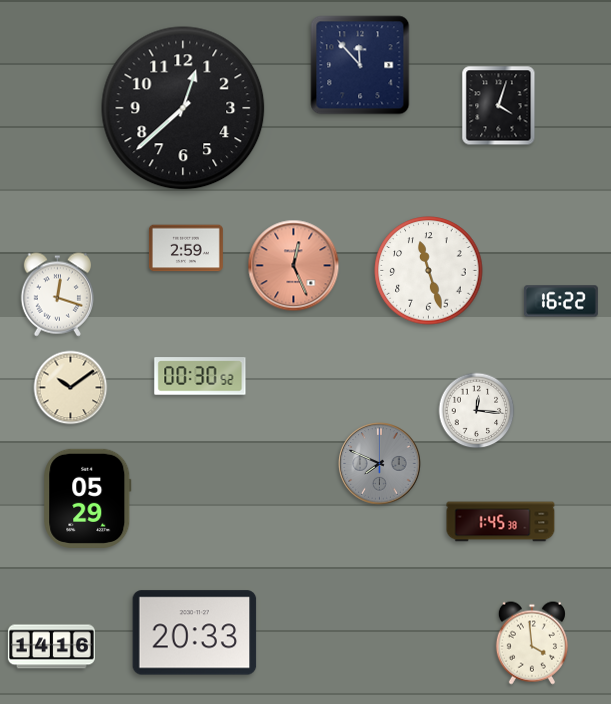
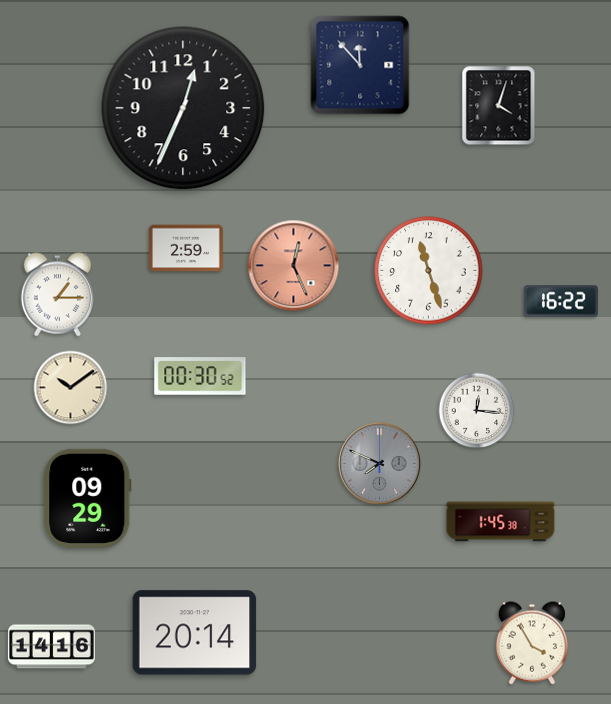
clock at (183, 108): 12:38 -> 12:34
clock at (57, 295): 12:18 -> 1:15
clock at (88, 498): 05:29 -> 09:29
clock at (195, 633): 20:33 -> 20:14
clock at (532, 643): 3:59 -> 3:55
